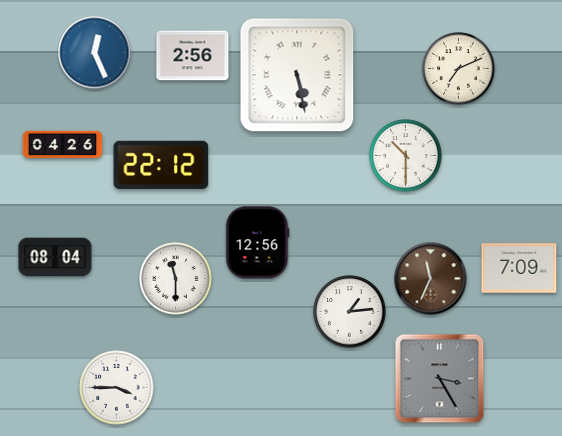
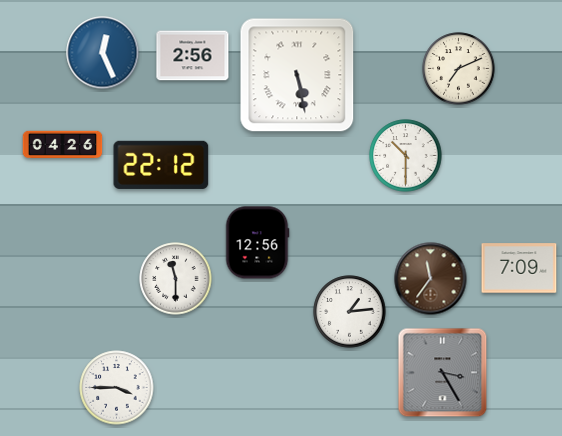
clock at (95, 53) position: (95, 53) -> (103, 53)
clock at (55, 257): 08:04 -> none
clock at (431, 279): 11:34 -> 11:36
clock at (440, 379) position: (440, 379) -> (443, 373)
